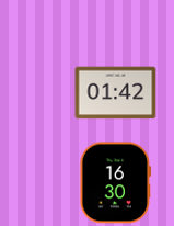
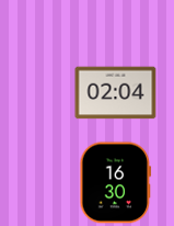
clock at (116, 93): 01:42 -> 02:04
